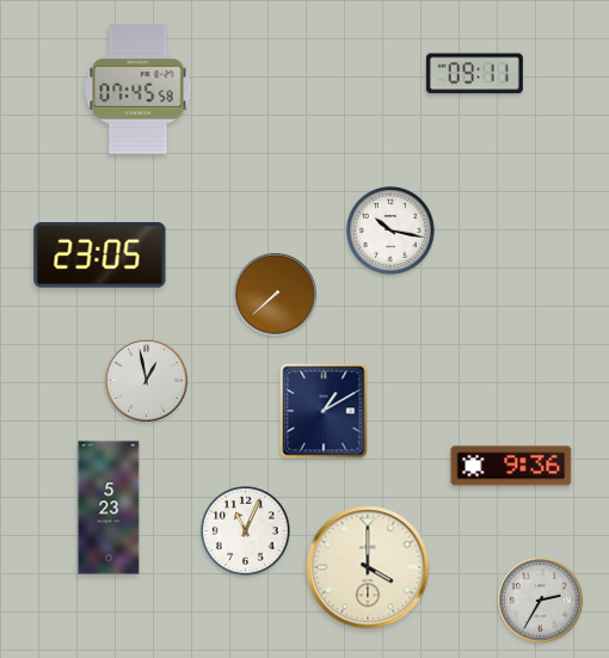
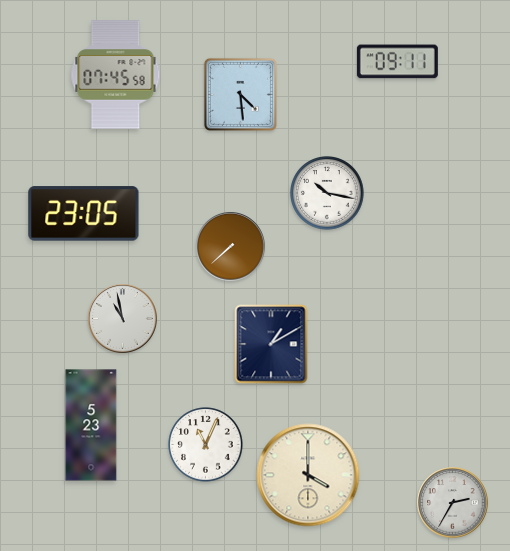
clock at (240, 94): none -> 4:29
clock at (147, 381): 12:58 -> 10:58
clock at (511, 466): 9:36 -> none
